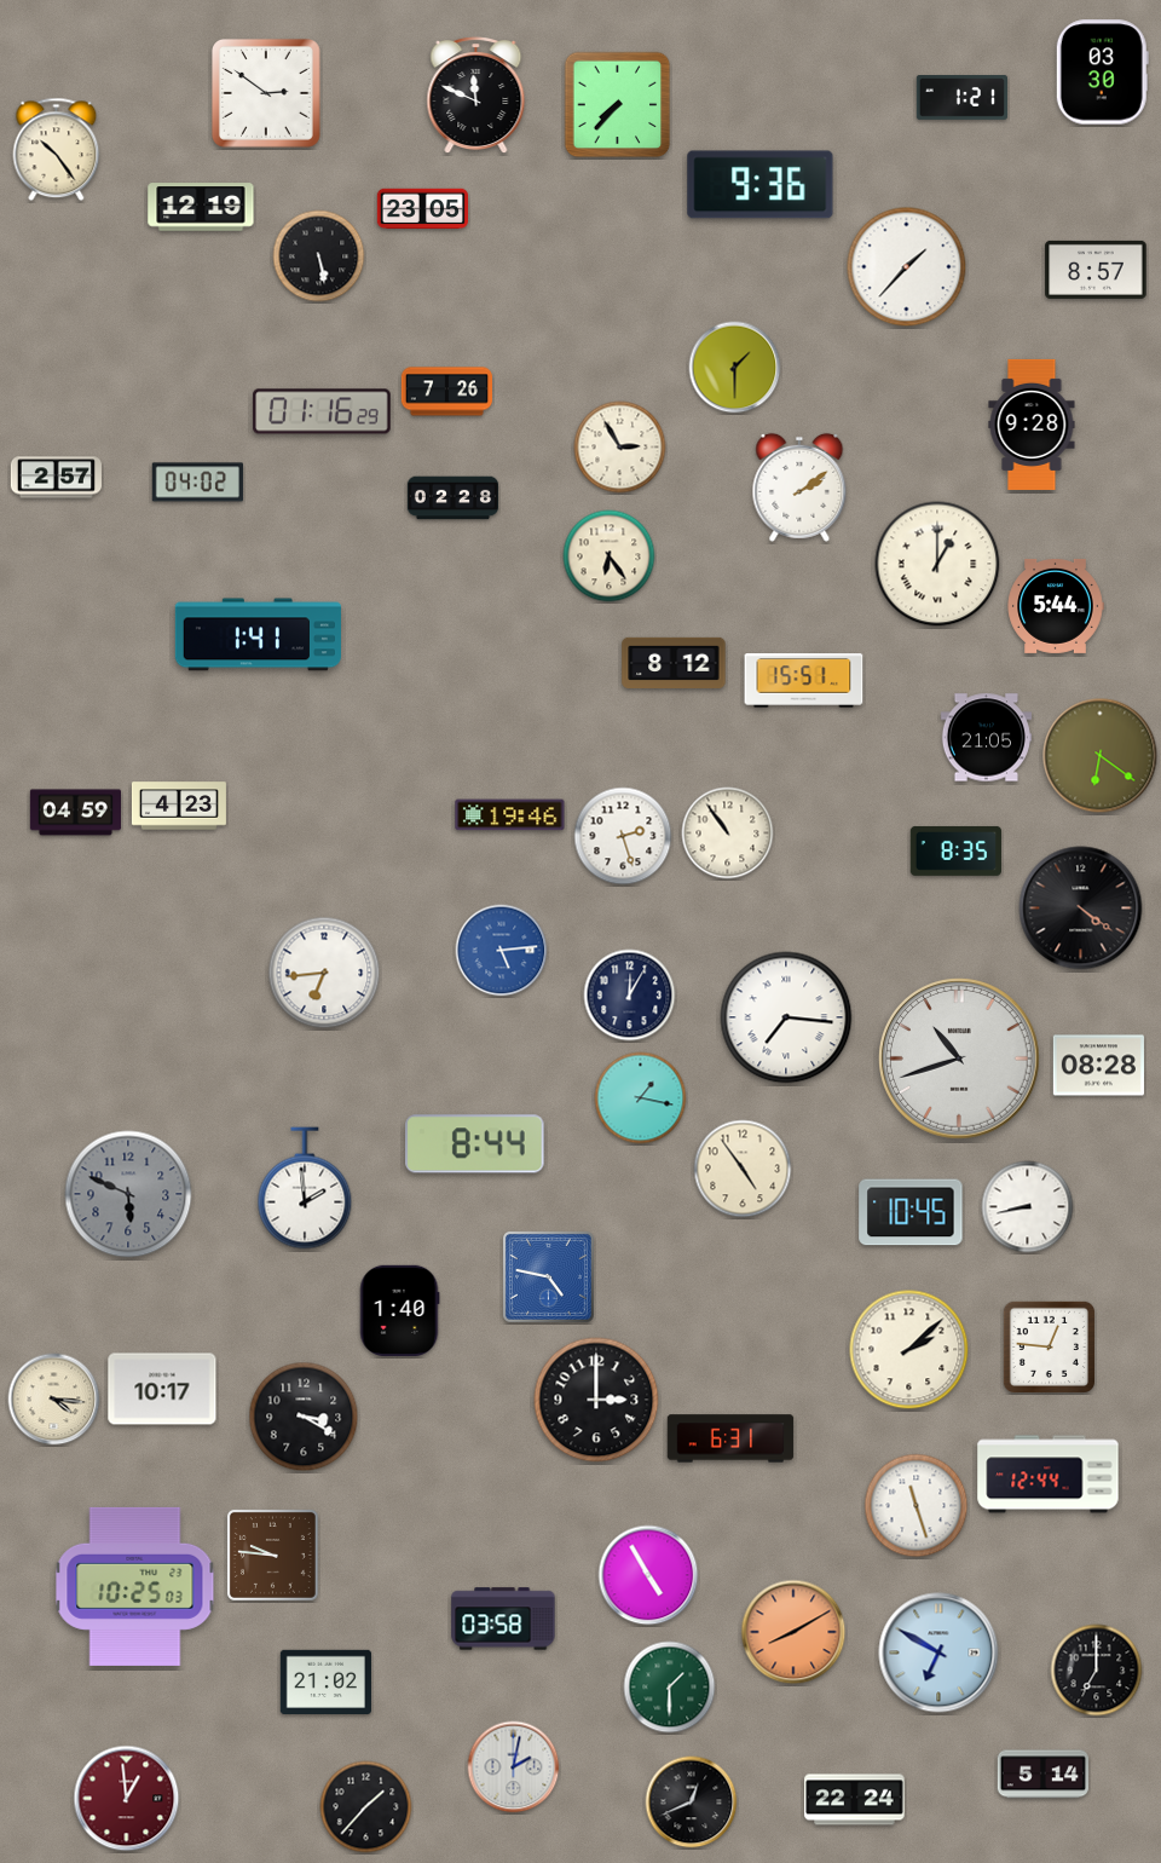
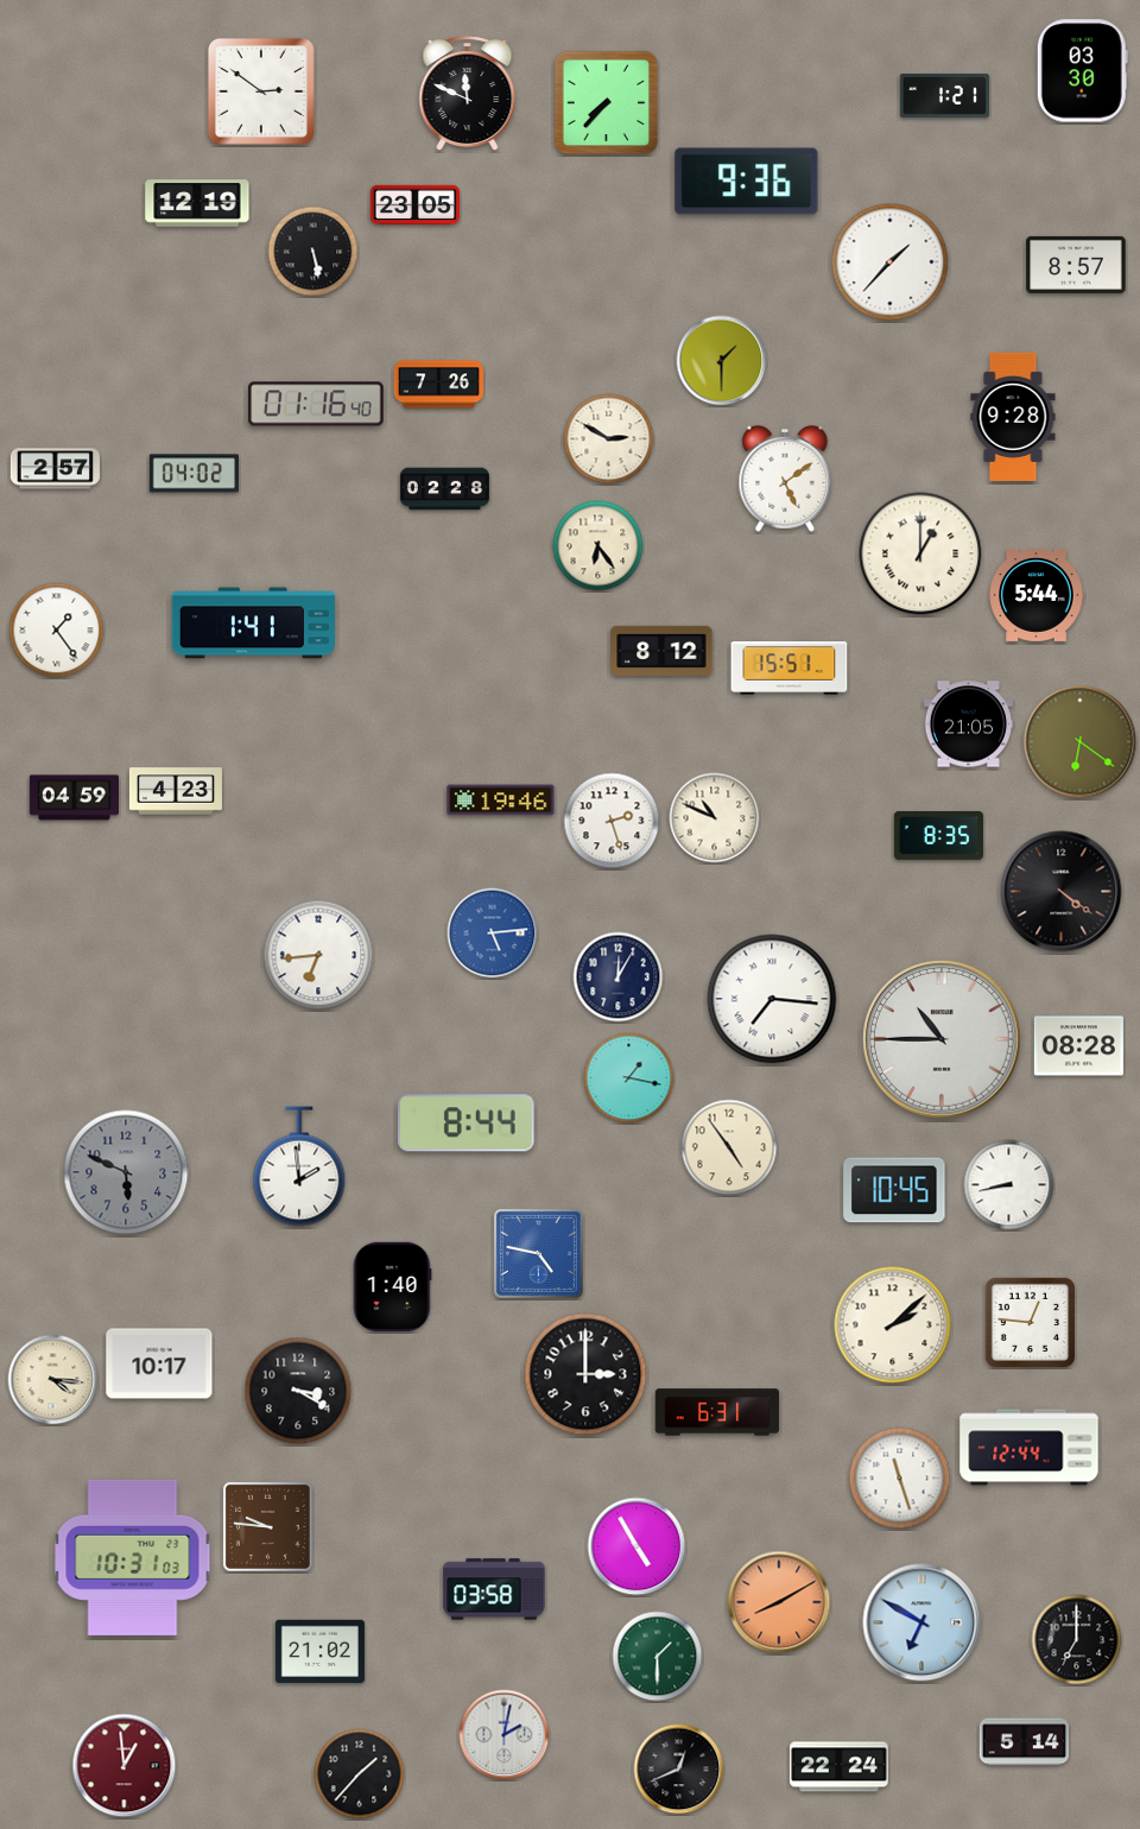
clock at (57, 150): 10:24 -> none
clock at (322, 411): 01:16:29 -> 01:16:40
clock at (620, 448): 2:55 -> 2:50
clock at (799, 488): 2:09 -> 5:09
clock at (57, 631): none -> 1:24
clock at (728, 834): 10:54 -> 10:49
clock at (960, 1060): 10:42 -> 10:45
clock at (54, 1400) position: (54, 1400) -> (53, 1380)
clock at (135, 1586): 10:25 -> 10:31
